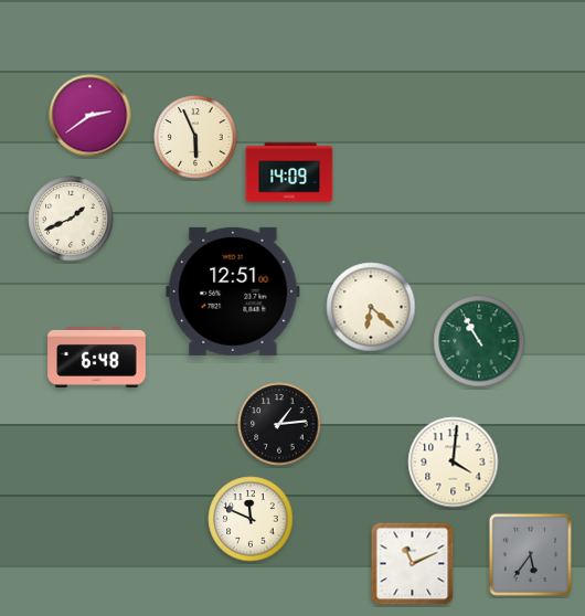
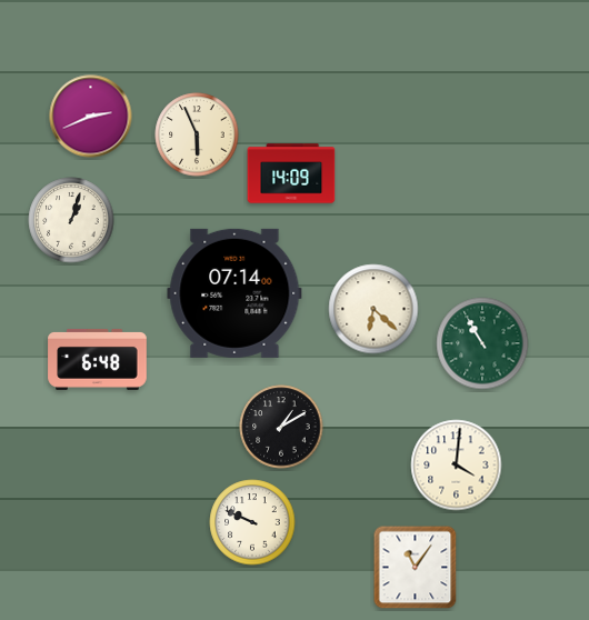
clock at (91, 116): 2:39 -> 2:41
clock at (195, 137) position: (195, 137) -> (197, 134)
clock at (71, 219): 1:41 -> 1:03
clock at (233, 291): 12:51 -> 07:14
clock at (279, 424): 1:14 -> 1:10
clock at (251, 519): 11:49 -> 9:49
clock at (530, 554): 5:36 -> none
clock at (413, 564): 11:11 -> 11:06
